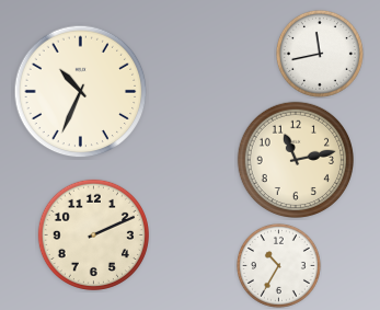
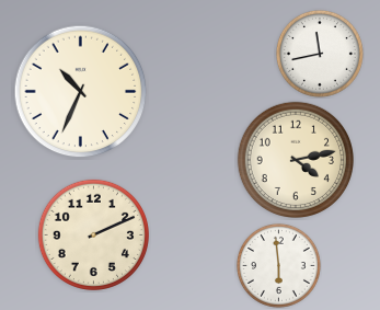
clock at (295, 159): 11:13 -> 4:13
clock at (278, 265): 10:35 -> 5:59
